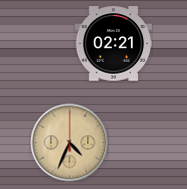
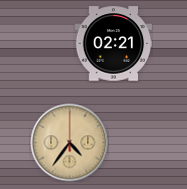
clock at (69, 142): 4:34 -> 4:36
